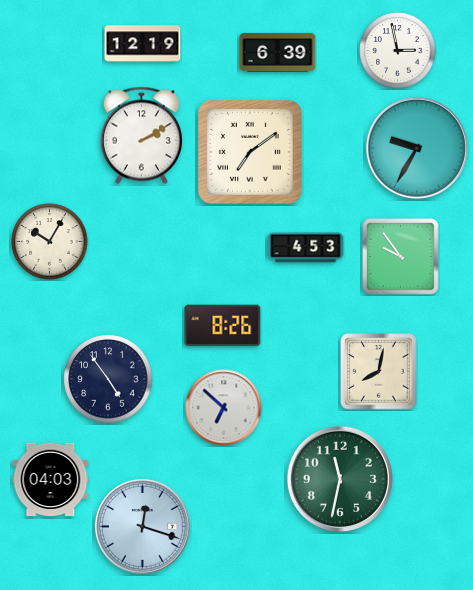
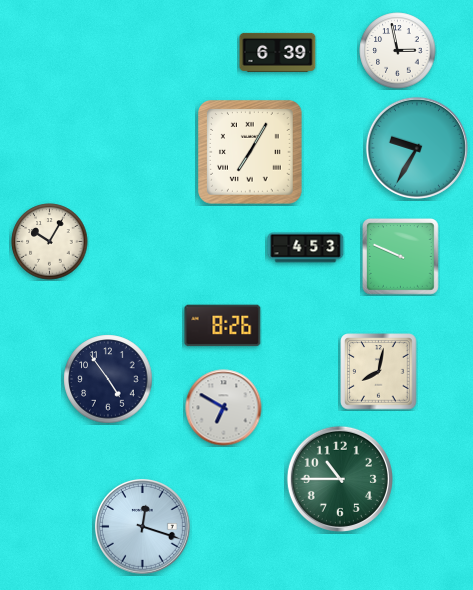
clock at (143, 44): 12:19 -> none
clock at (141, 136): 2:10 -> none
clock at (251, 153): 7:09 -> 7:05
clock at (401, 257): 9:54 -> 9:49
clock at (224, 408): 6:52 -> 6:50
clock at (340, 479): 11:32 -> 10:45
clock at (51, 480): 04:03 -> none
